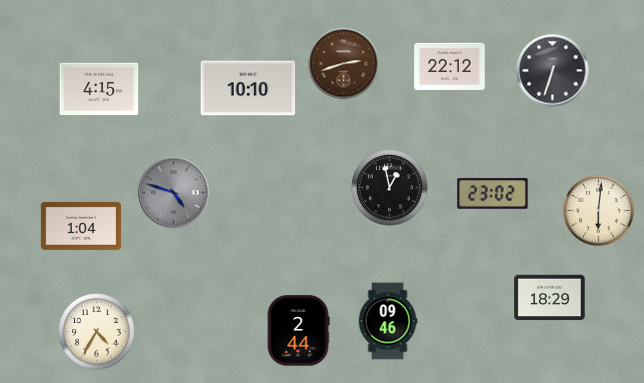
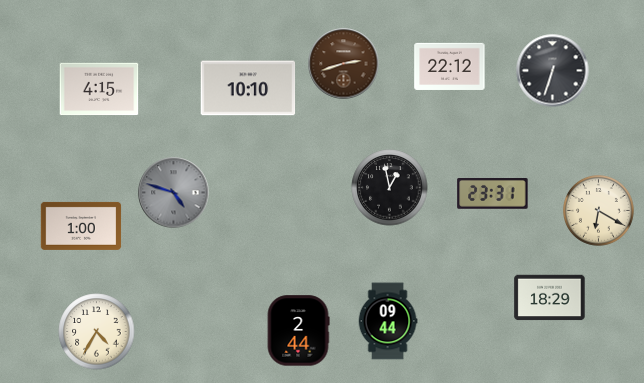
clock at (493, 194): 23:02 -> 23:31
clock at (598, 210): 6:01 -> 6:20
clock at (81, 226): 1:04 -> 1:00
clock at (388, 321): 09:46 -> 09:44
